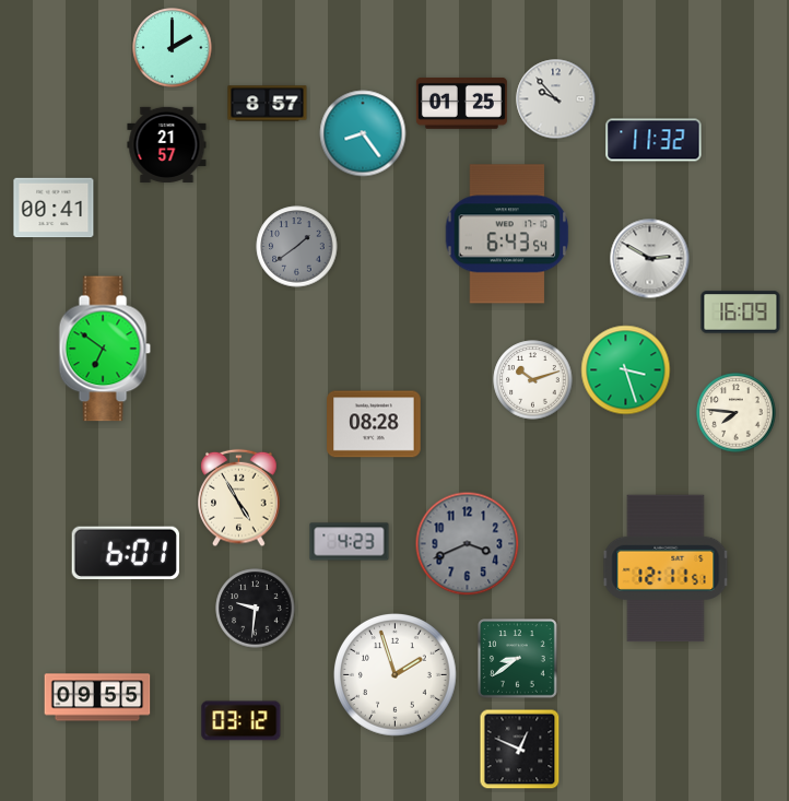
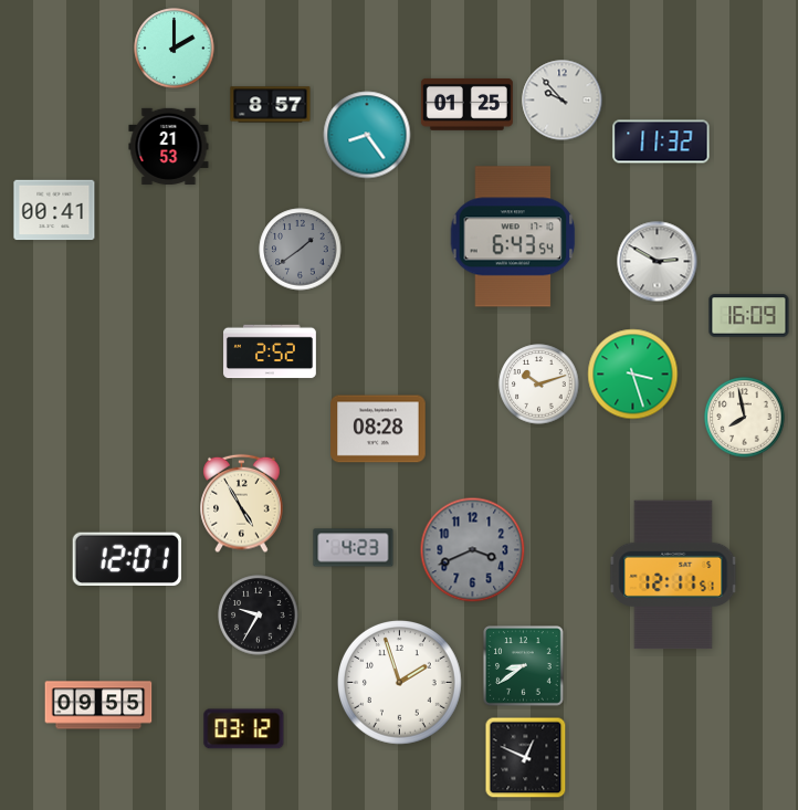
clock at (167, 144): 21:57 -> 21:53
clock at (271, 351): none -> 2:52
clock at (105, 349): 6:51 -> none
clock at (737, 413): 7:46 -> 7:58
clock at (126, 552): 6:01 -> 12:01
clock at (256, 609): 9:31 -> 9:35
